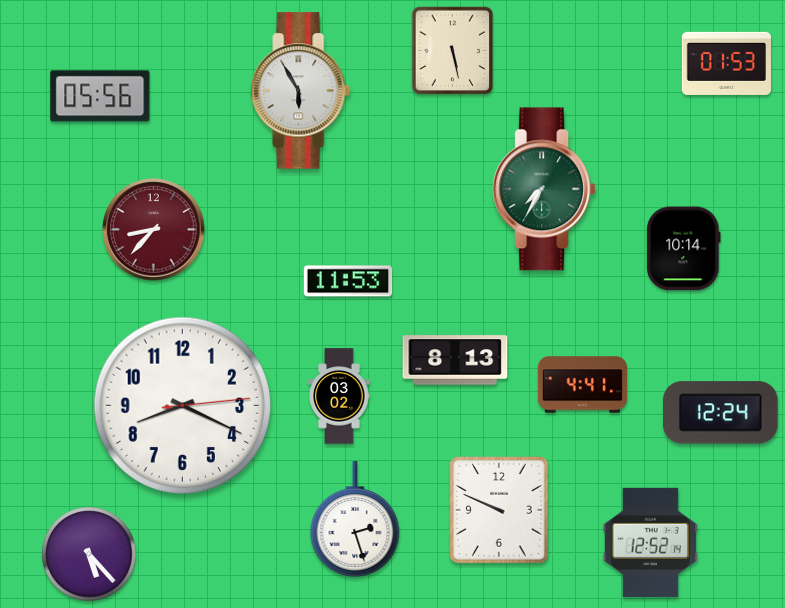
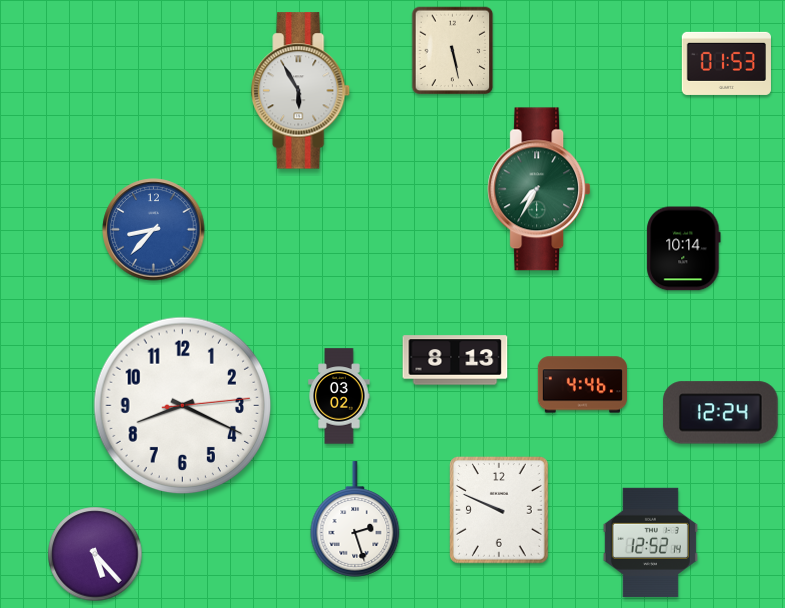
clock at (100, 96): 05:56 -> none
clock at (544, 189) position: (544, 189) -> (539, 189)
clock at (154, 230) dial: burgundy -> blue
clock at (348, 281): 11:53 -> none
clock at (582, 385): 4:41 -> 4:46
clock at (89, 554) position: (89, 554) -> (95, 554)
